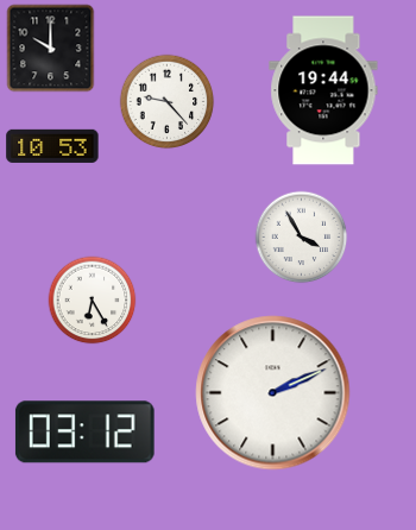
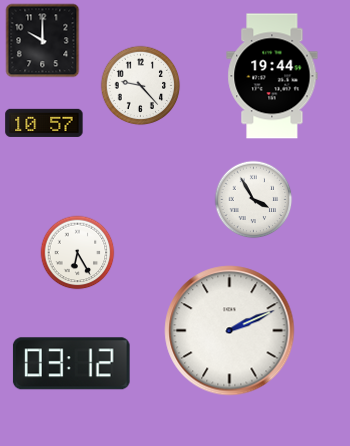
clock at (52, 146): 10:53 -> 10:57
